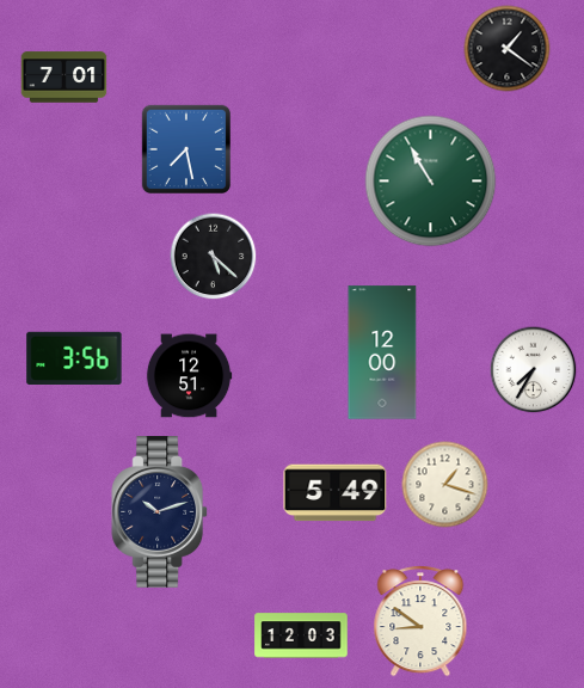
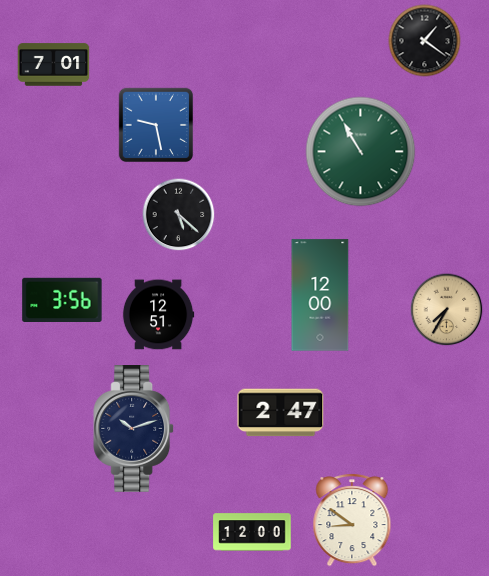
clock at (186, 149): 7:28 -> 9:28
clock at (534, 370) dial: white -> champagne
clock at (445, 485): 1:18 -> none
clock at (336, 493): 5:49 -> 2:47
clock at (301, 635): 12:03 -> 12:00
